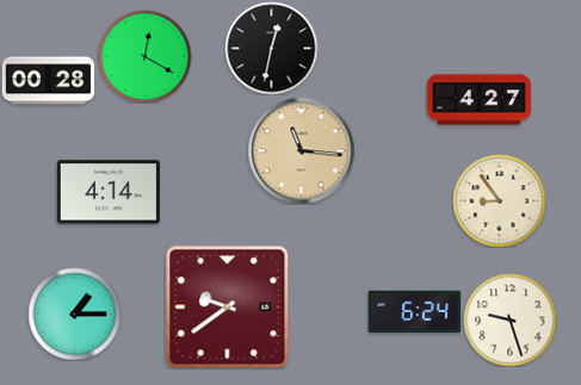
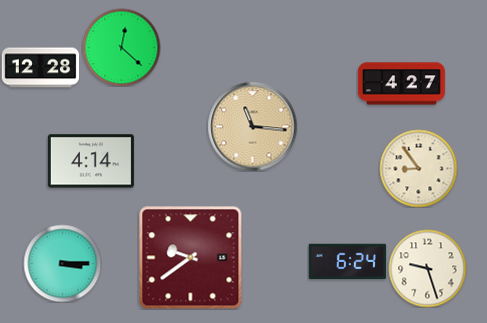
clock at (271, 48): 12:32 -> none
clock at (144, 56): 12:20 -> 12:22
clock at (48, 81): 00:28 -> 12:28
clock at (74, 313): 1:15 -> 3:15
